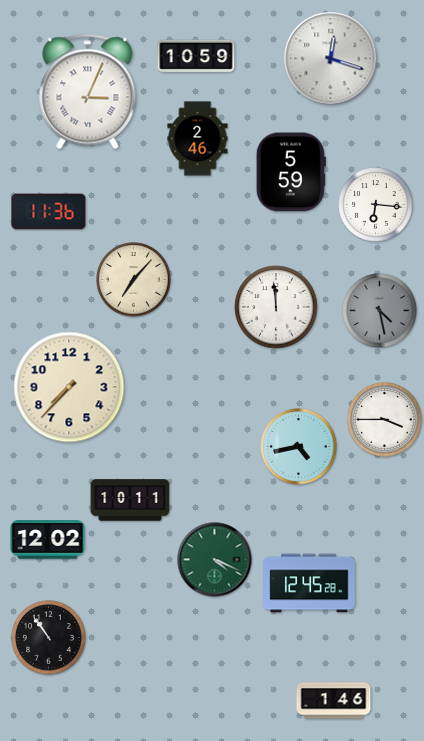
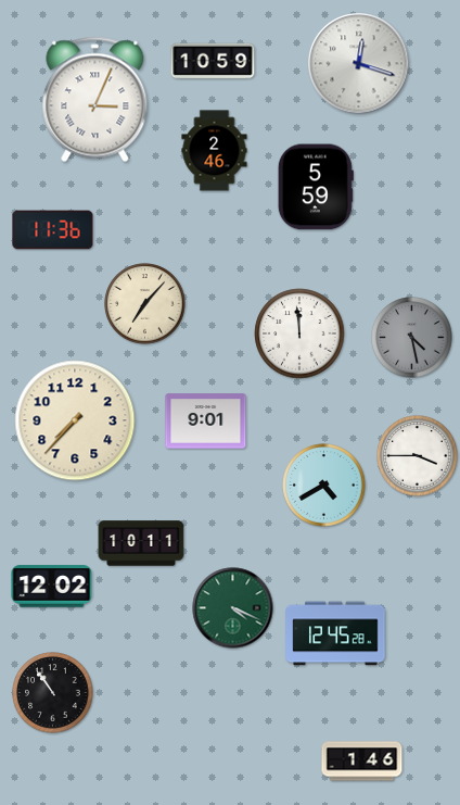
clock at (376, 205): 6:16 -> none
clock at (206, 422): none -> 9:01
clock at (299, 447): 4:43 -> 4:40
